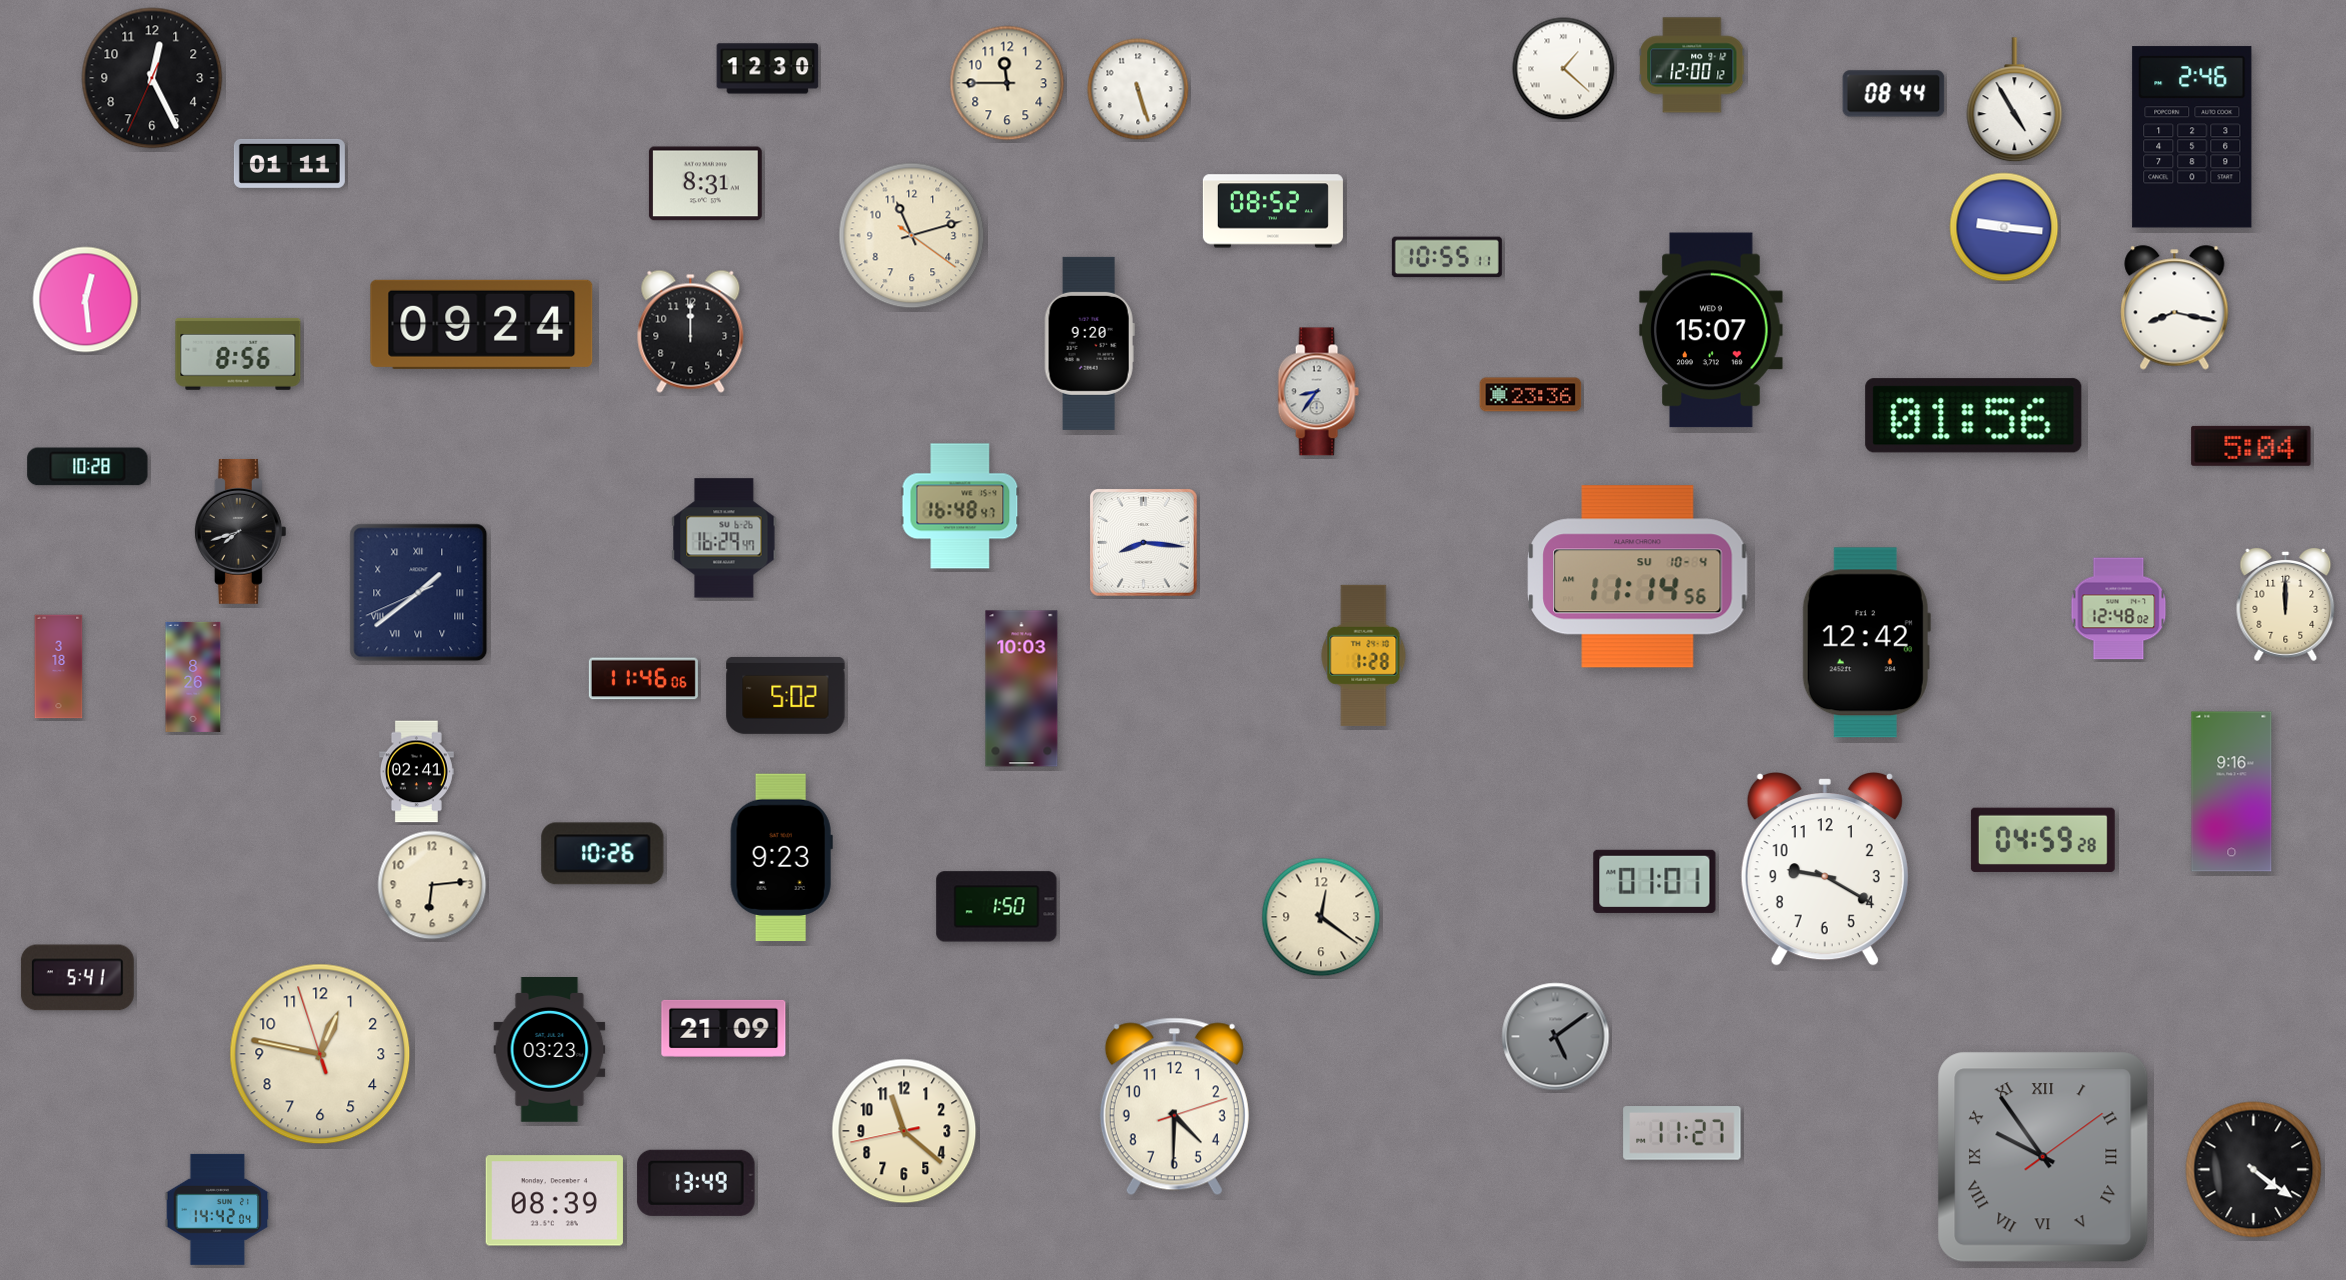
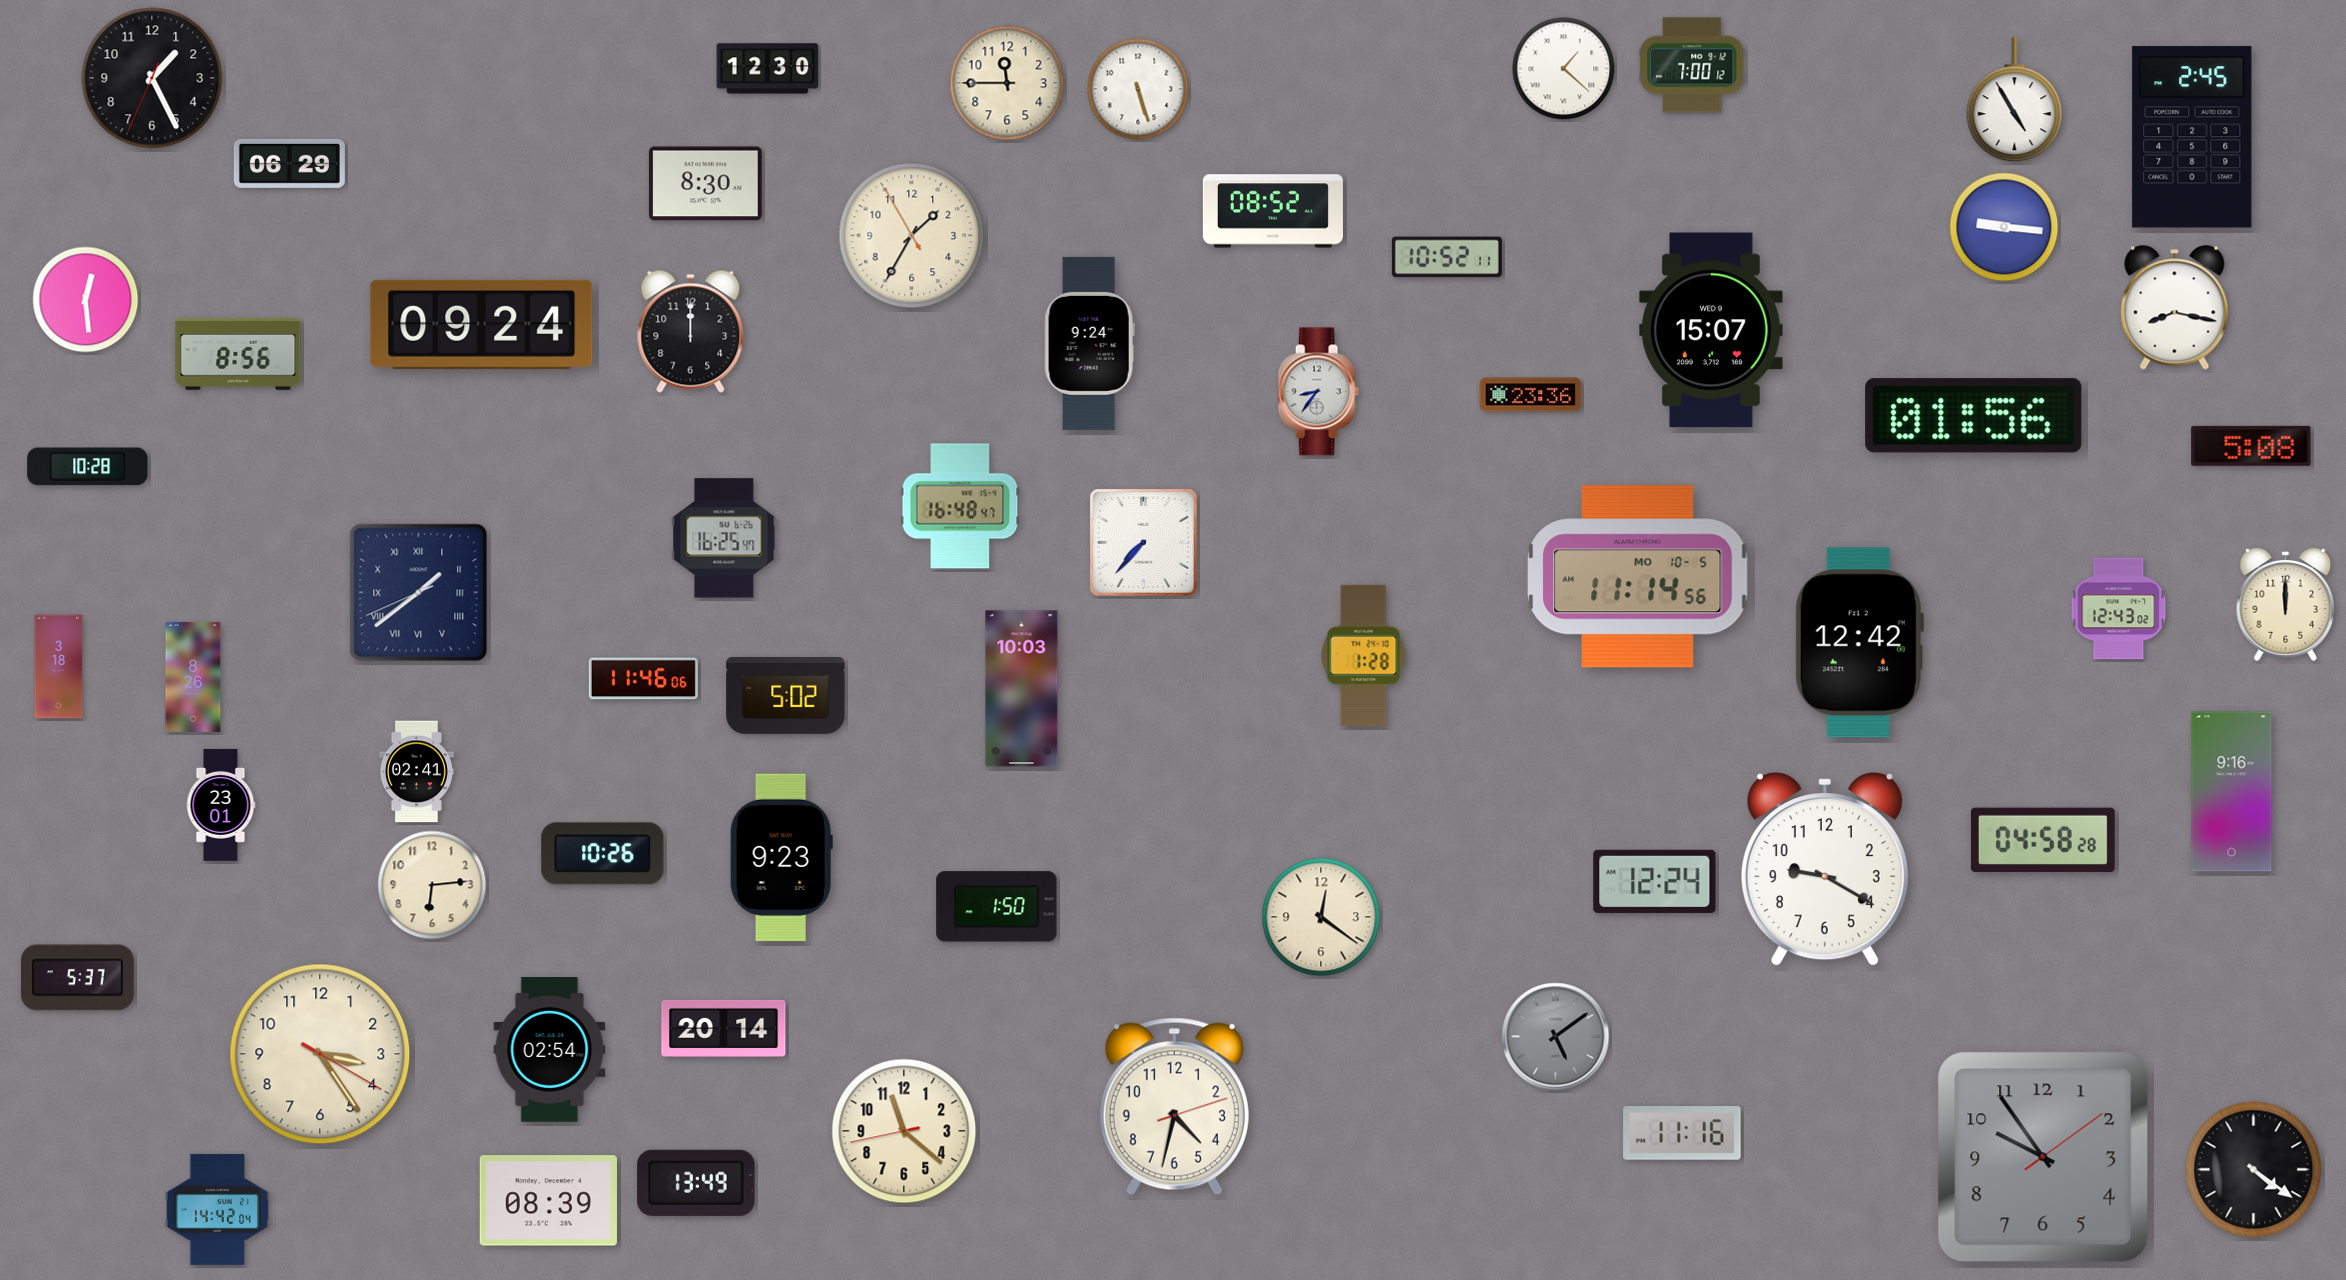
clock at (1692, 65): 12:00 -> 7:00
clock at (152, 78): 12:25 -> 1:25
clock at (1894, 94): 08:44 -> none
clock at (2192, 137): 2:46 -> 2:45
clock at (289, 163): 01:11 -> 06:29
clock at (705, 184): 8:31 -> 8:30
clock at (912, 236): 11:12 -> 1:34
clock at (1447, 257): 10:55 -> 10:52
clock at (1089, 343): 9:20 -> 9:24
clock at (2251, 446): 5:04 -> 5:08
clock at (240, 531): 7:42 -> none
clock at (724, 538): 16:29 -> 16:25
clock at (1143, 542): 8:16 -> 7:37
clock at (1638, 577) date: SU 10-4 -> MO 10-5
clock at (2119, 609): 12:48 -> 12:43
clock at (1866, 643) position: (1866, 643) -> (1859, 643)
clock at (221, 805): none -> 23:01
clock at (2043, 840): 04:59 -> 04:58
clock at (1655, 881): 01:01 -> 12:24
clock at (77, 978): 5:41 -> 5:37
clock at (724, 1028): 21:09 -> 20:14
clock at (550, 1050): 03:23 -> 02:54
clock at (320, 1054): 12:46 -> 3:24
clock at (1174, 1107): 4:30 -> 4:32
clock at (1682, 1133): 11:27 -> 11:16
clock at (2043, 1157) numerals: Roman -> Arabic
clock at (554, 1201) position: (554, 1201) -> (548, 1201)
